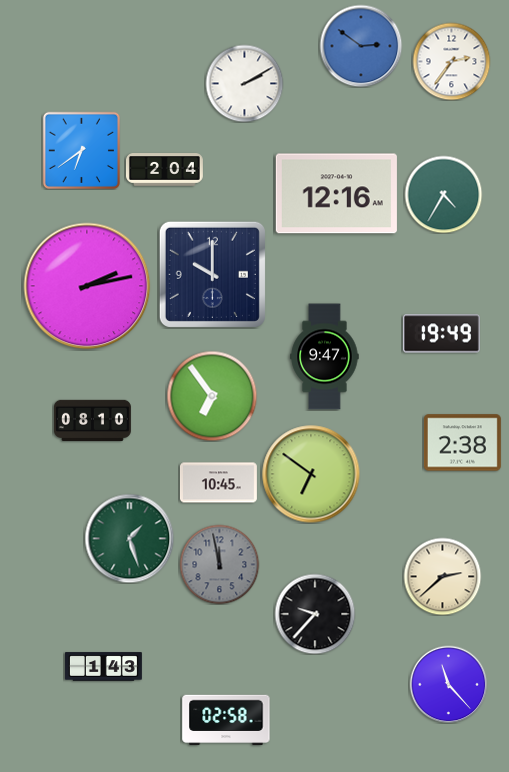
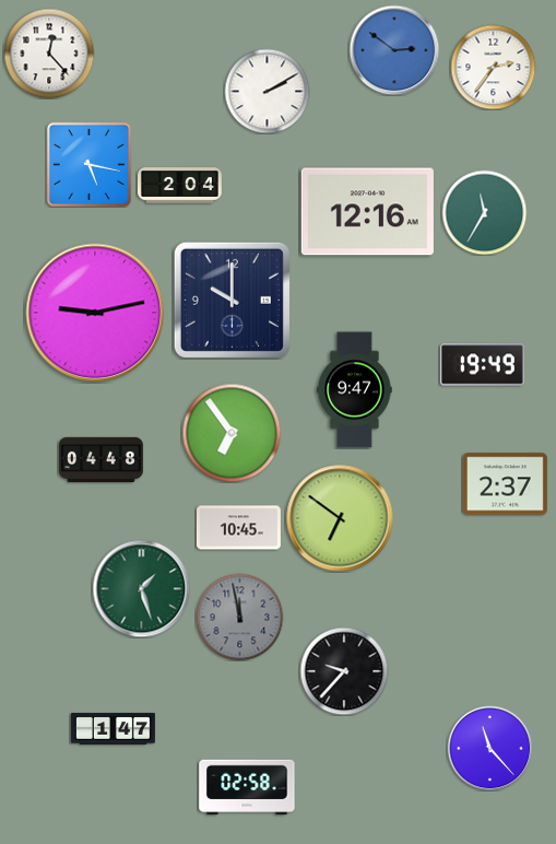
clock at (49, 54): none -> 12:23
clock at (81, 150): 6:39 -> 5:17
clock at (443, 194): 4:35 -> 11:35
clock at (87, 286): 2:13 -> 9:13
clock at (92, 421): 08:10 -> 04:48
clock at (462, 443): 2:38 -> 2:37
clock at (442, 576): 2:38 -> none
clock at (103, 667): 1:43 -> 1:47
